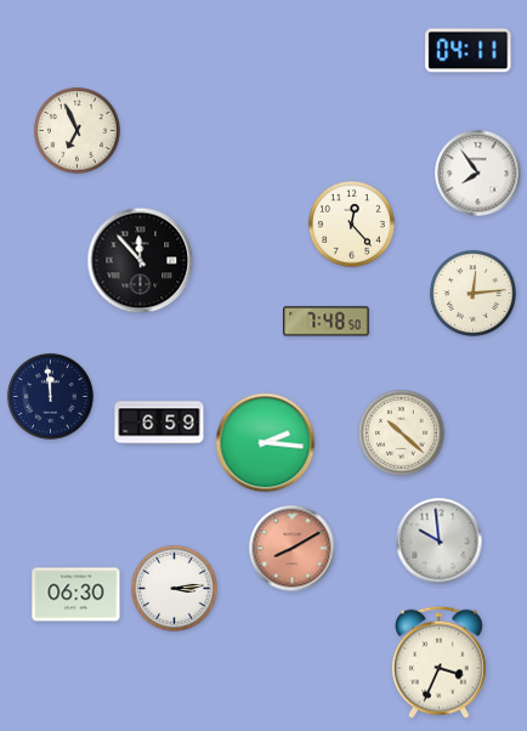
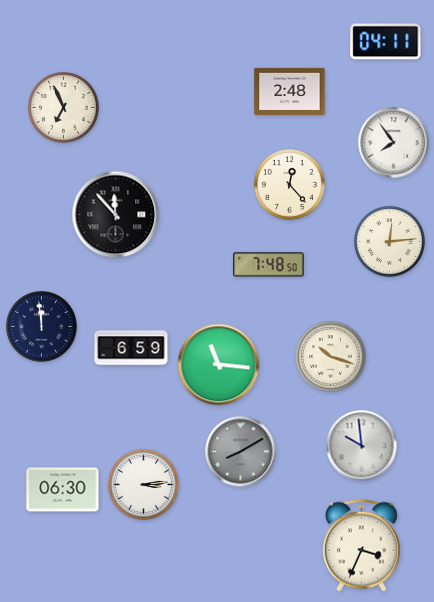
clock at (290, 91): none -> 2:48
clock at (401, 432): 10:22 -> 10:18
clock at (266, 443): 2:16 -> 11:16
clock at (293, 549) dial: salmon -> grey
